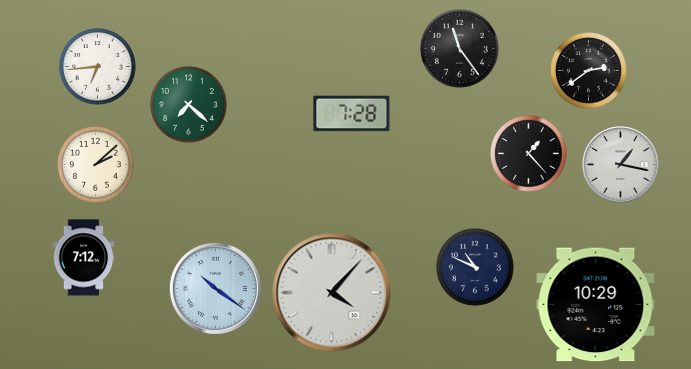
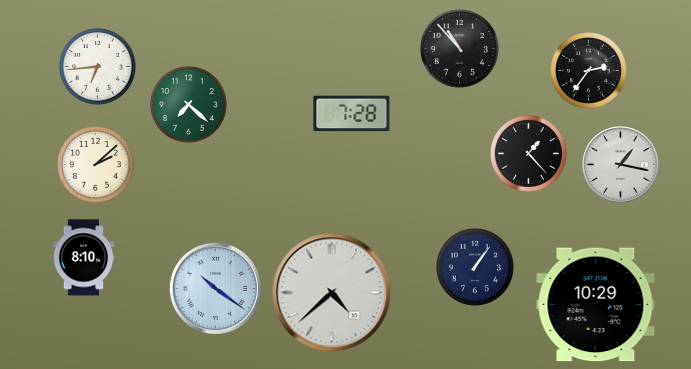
clock at (460, 49): 11:24 -> 10:53
clock at (589, 71): 2:39 -> 2:36
clock at (84, 258): 7:12 -> 8:10
clock at (476, 268): 10:49 -> 1:06
clock at (332, 293): 4:07 -> 4:38
